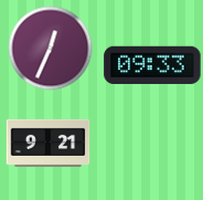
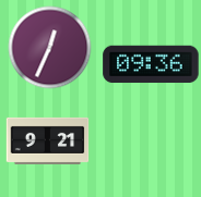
clock at (152, 65): 09:33 -> 09:36
